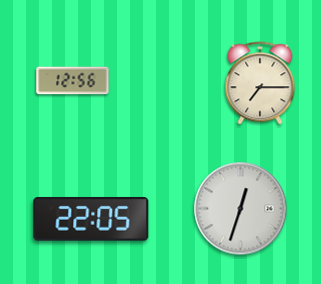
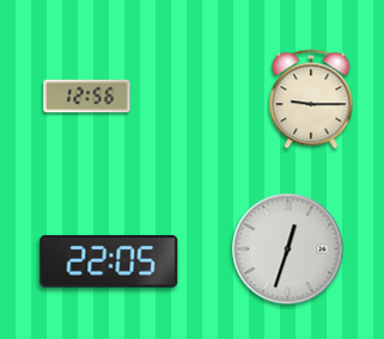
clock at (260, 83): 7:15 -> 9:15
